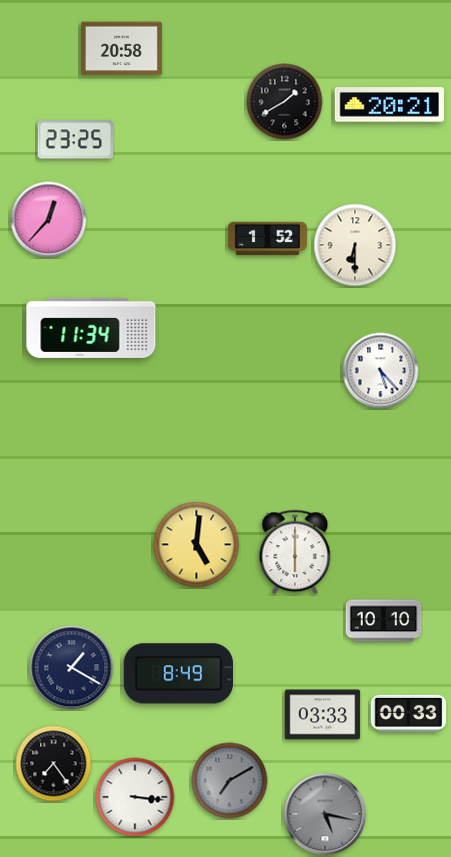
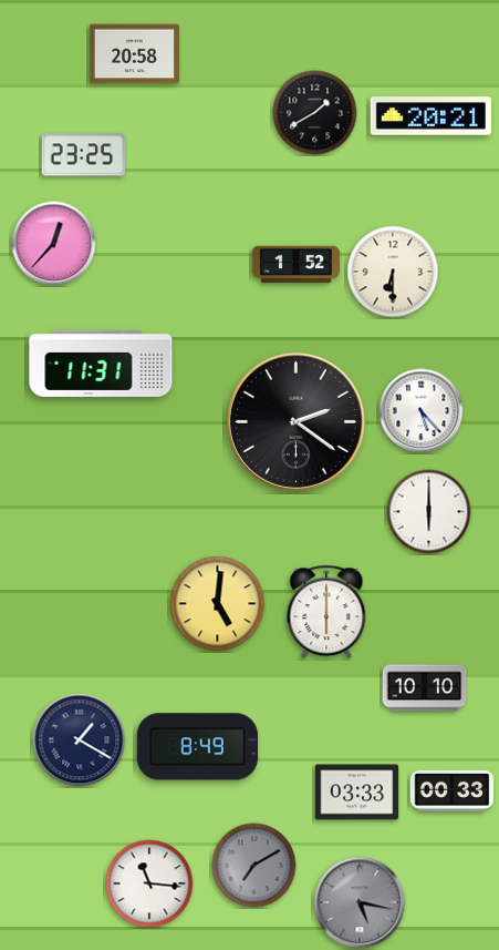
clock at (91, 328): 11:34 -> 11:31
clock at (295, 421): none -> 2:21
clock at (429, 512): none -> 6:00
clock at (54, 764): 7:24 -> none
clock at (135, 797): 3:16 -> 11:16
